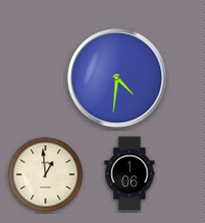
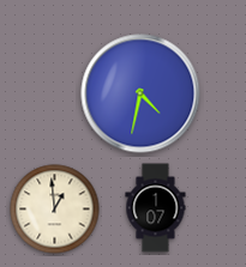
clock at (117, 78): 4:31 -> 4:32
clock at (130, 174): 1:06 -> 1:07
